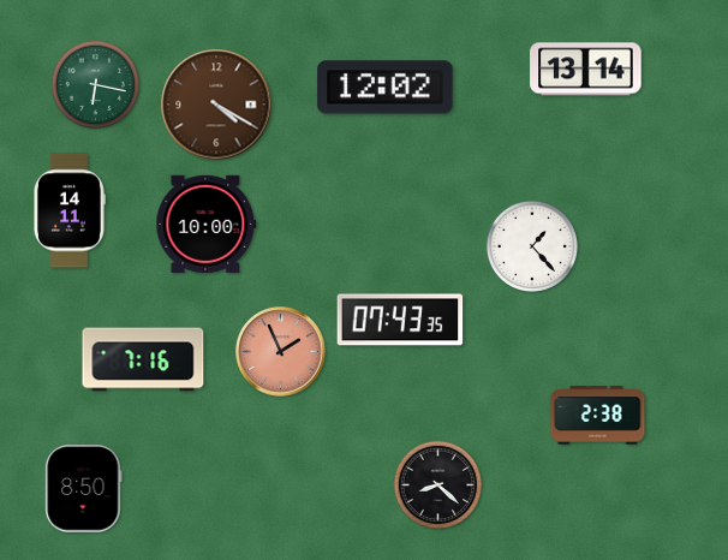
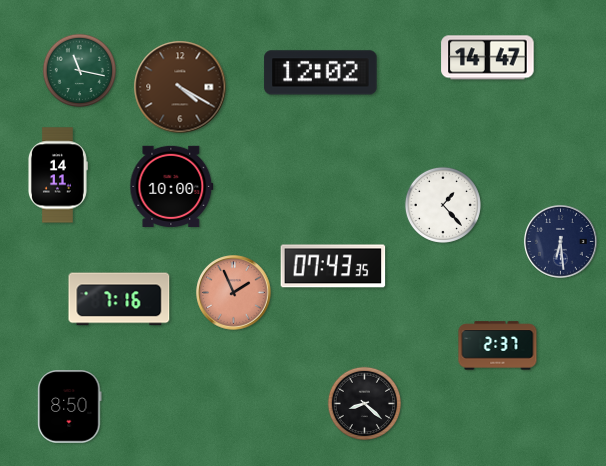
clock at (586, 70): 13:14 -> 14:47
clock at (95, 84): 6:17 -> 11:17
clock at (561, 242): none -> 6:29
clock at (598, 416): 2:38 -> 2:37
